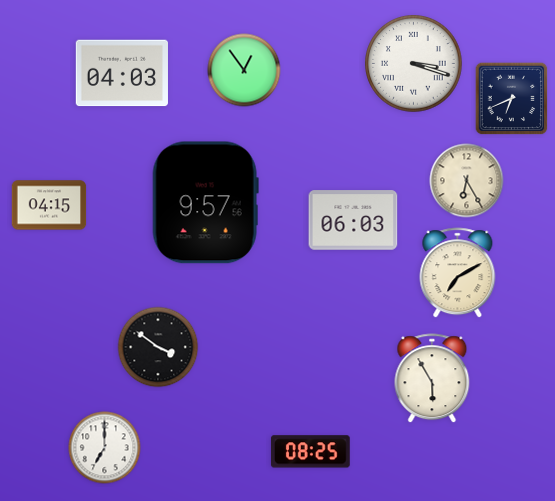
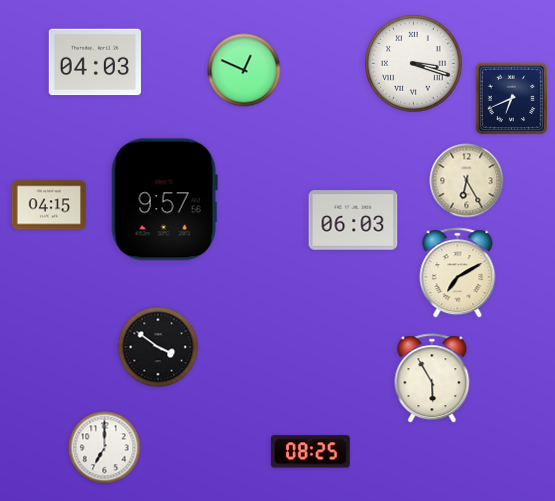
clock at (244, 70): 12:54 -> 12:49
clock at (122, 73) position: (122, 73) -> (95, 62)
clock at (205, 203) position: (205, 203) -> (164, 200)
